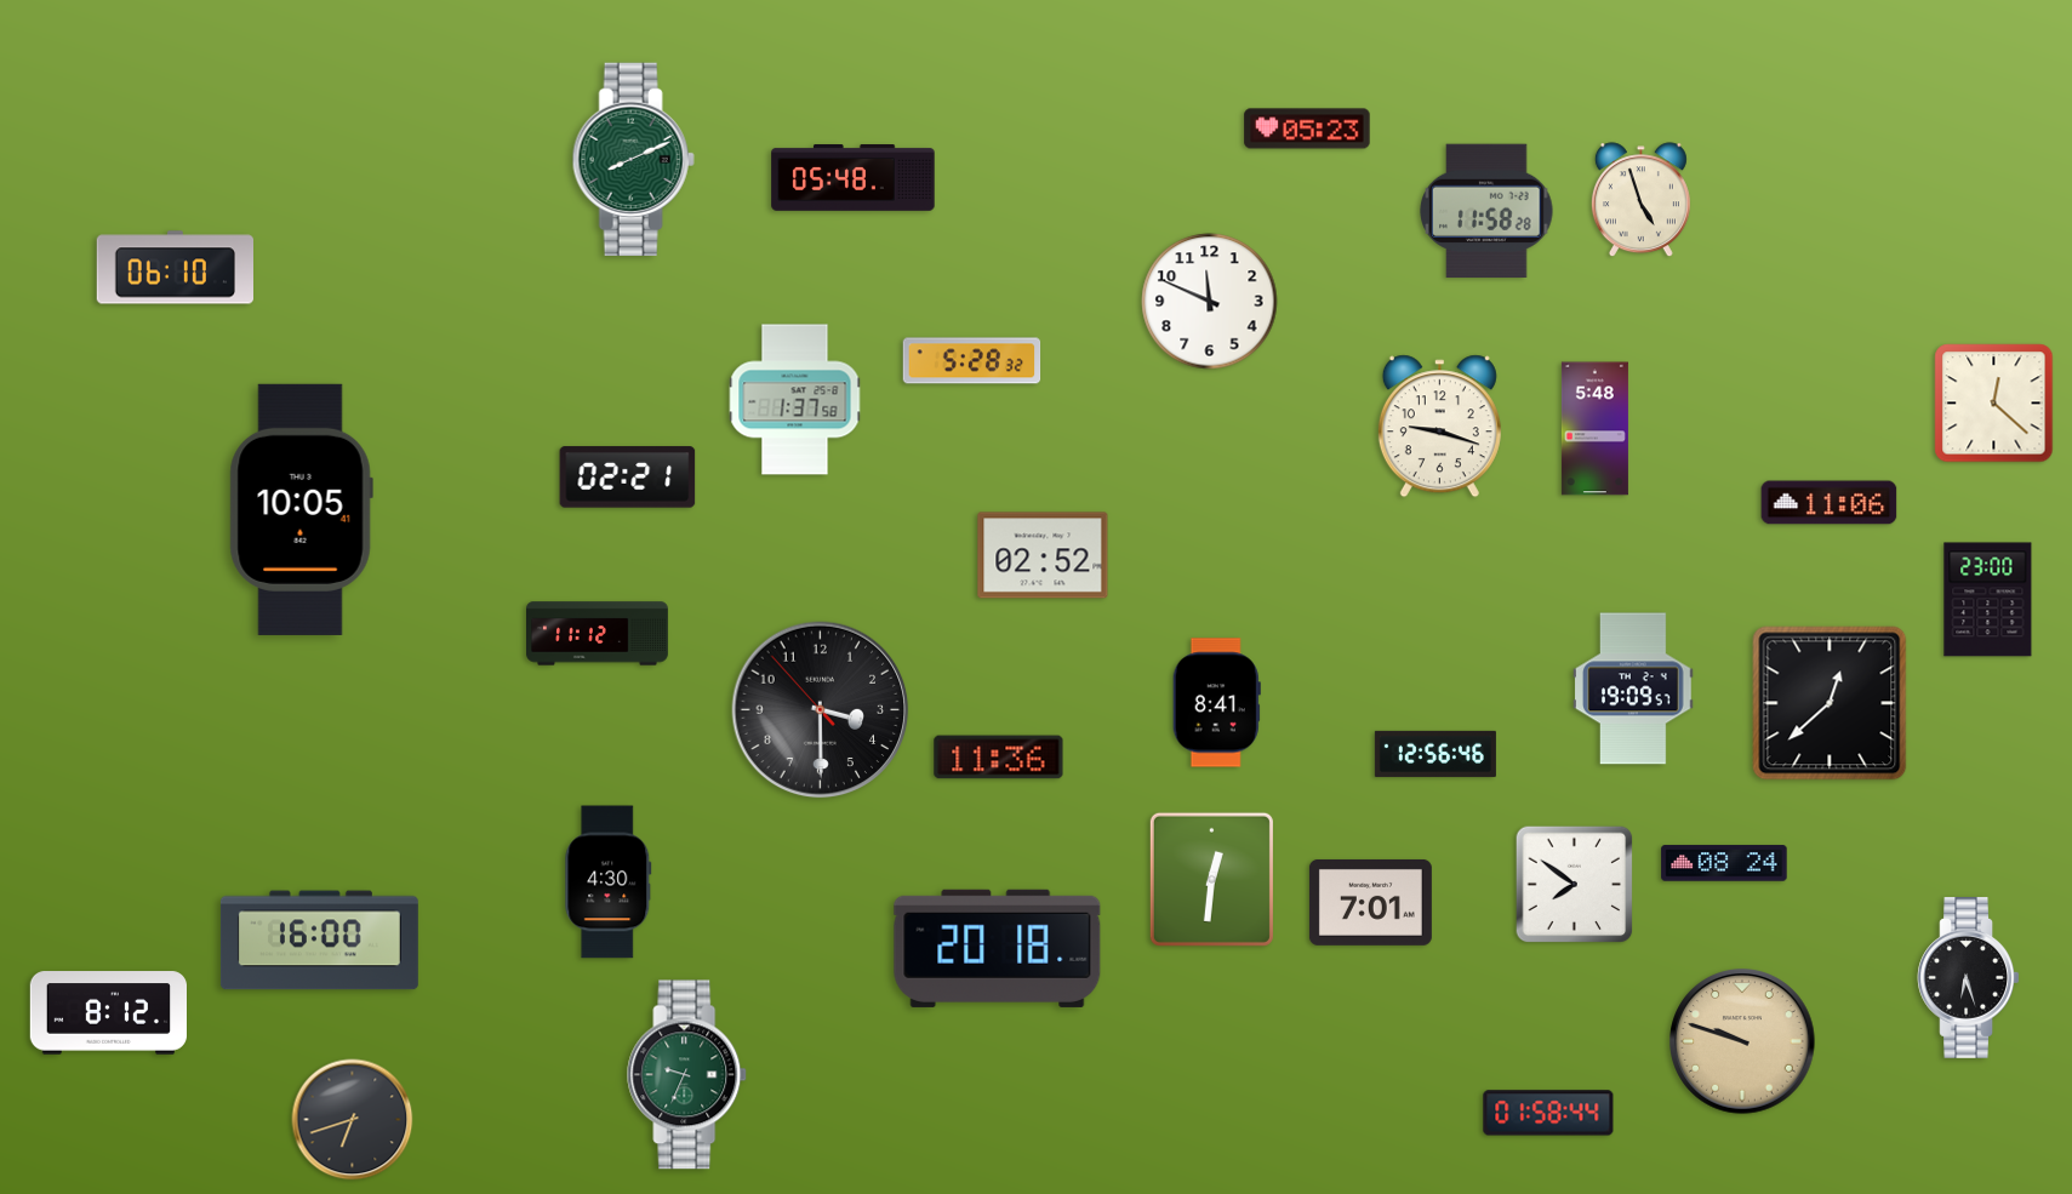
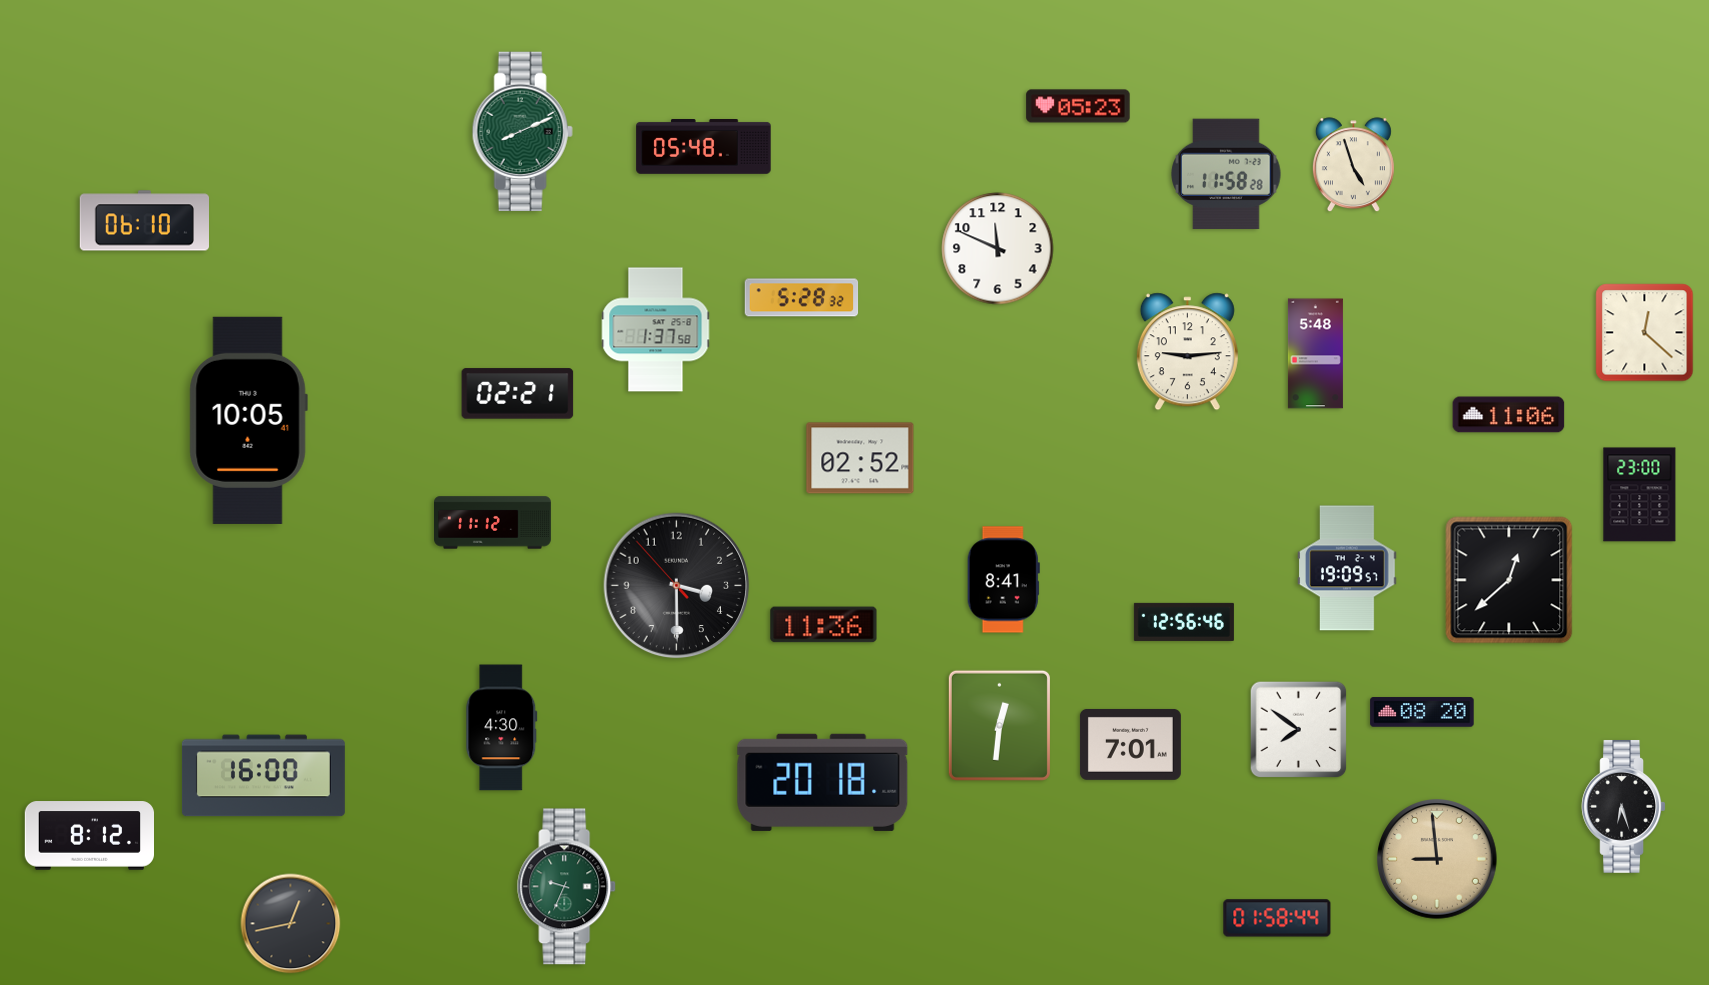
clock at (1439, 427): 9:18 -> 9:14
clock at (1724, 863): 08:24 -> 08:20
clock at (1742, 1041): 9:48 -> 8:59
clock at (353, 1120): 6:42 -> 12:43
